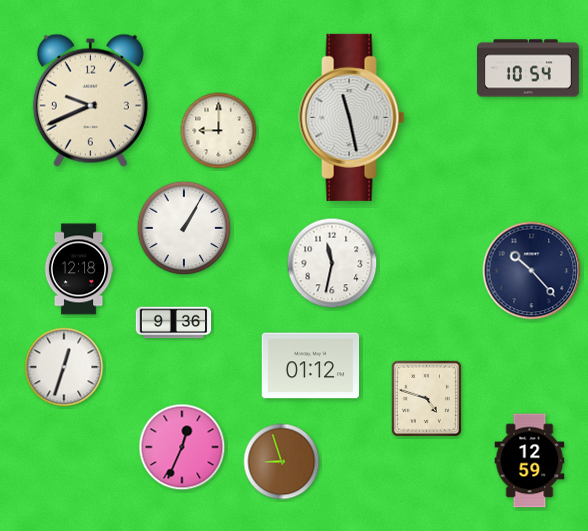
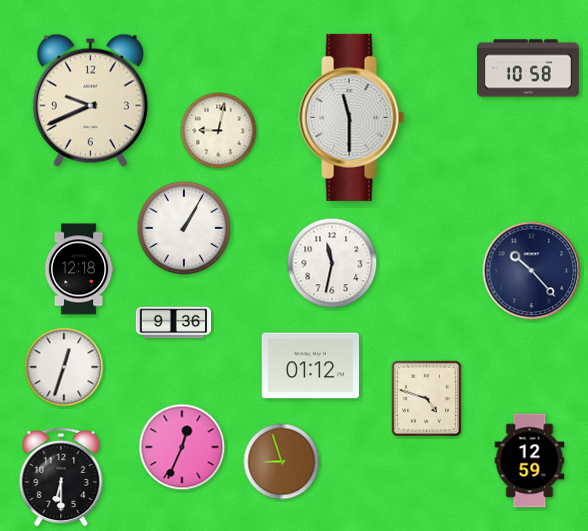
clock at (529, 68): 10:54 -> 10:58
clock at (352, 117): 11:28 -> 11:30
clock at (219, 131): 9:00 -> 9:02
clock at (61, 477): none -> 6:30
